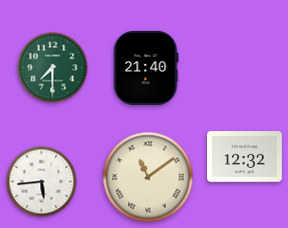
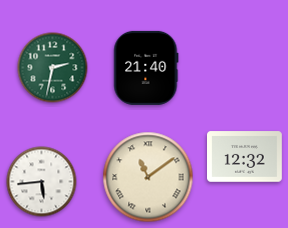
clock at (53, 68): 7:30 -> 2:32
